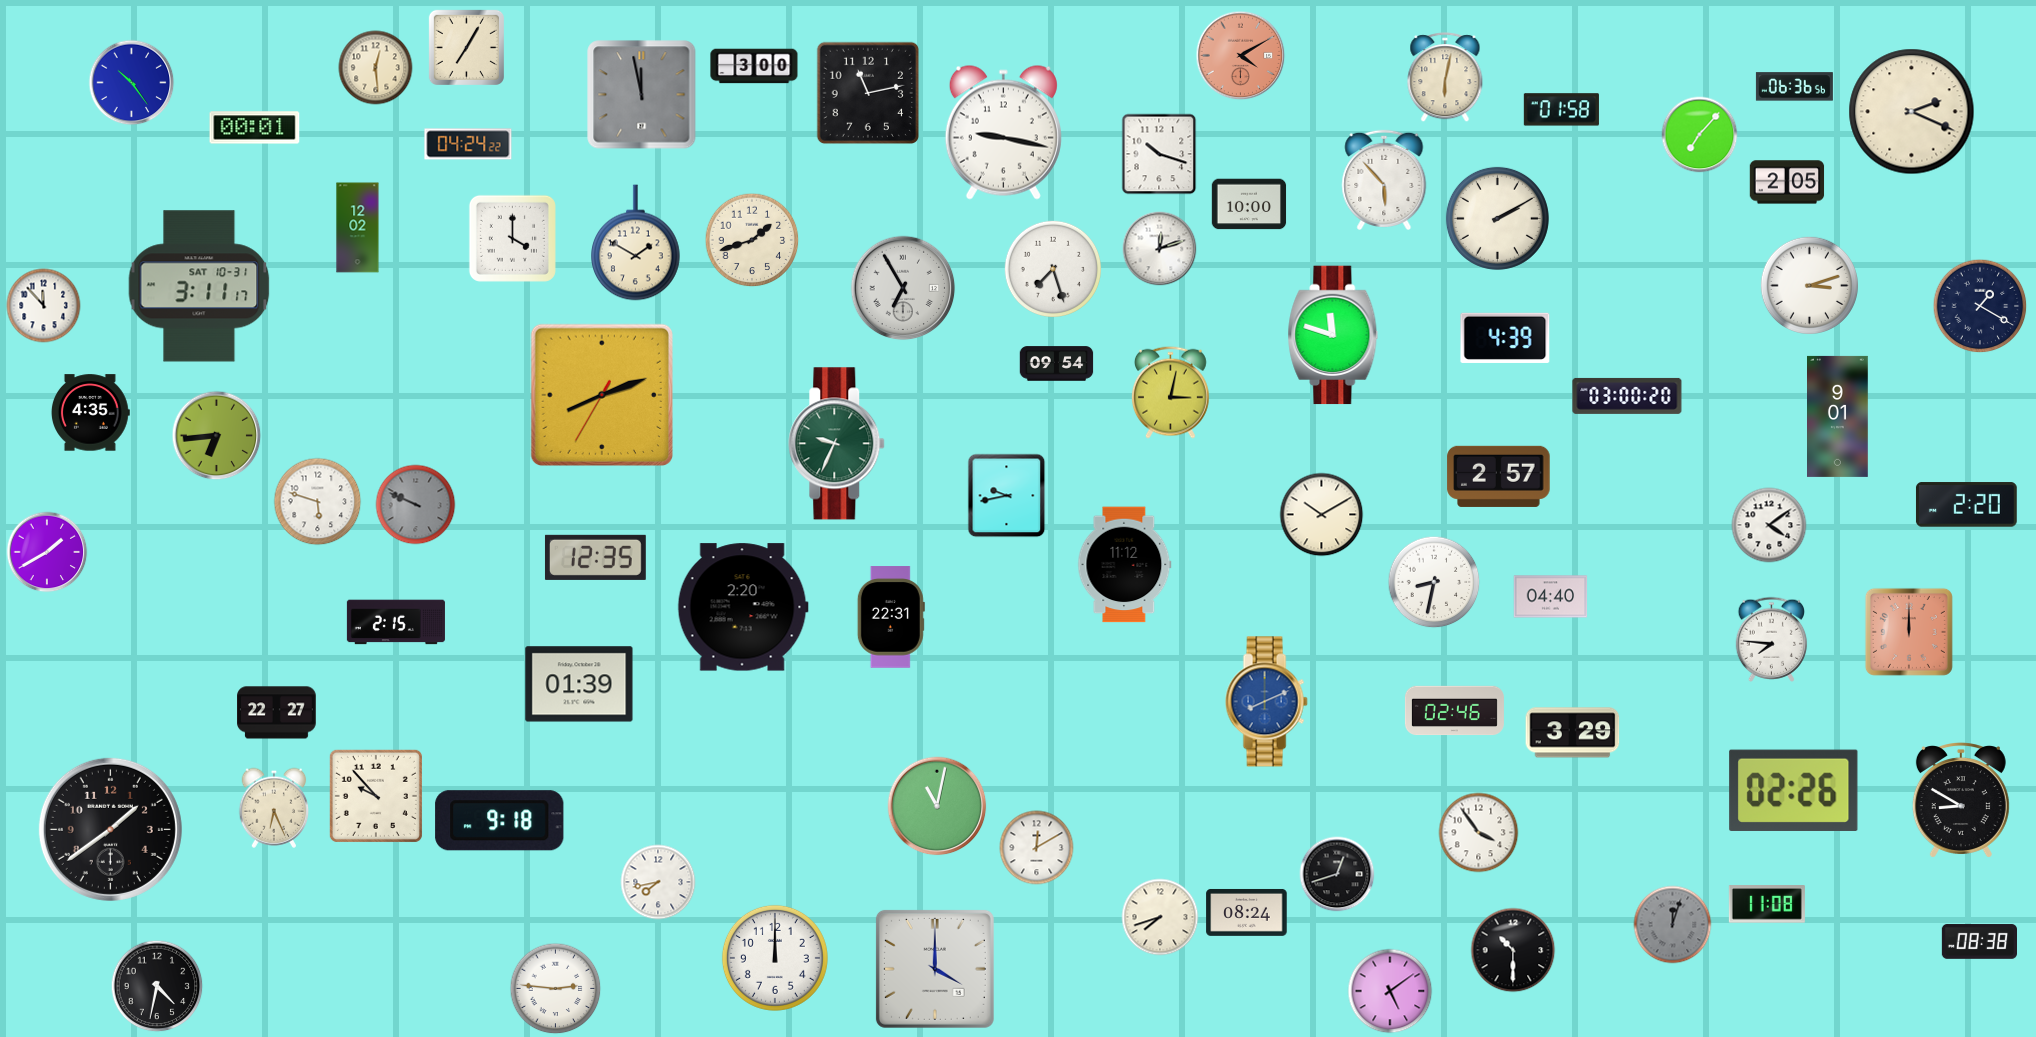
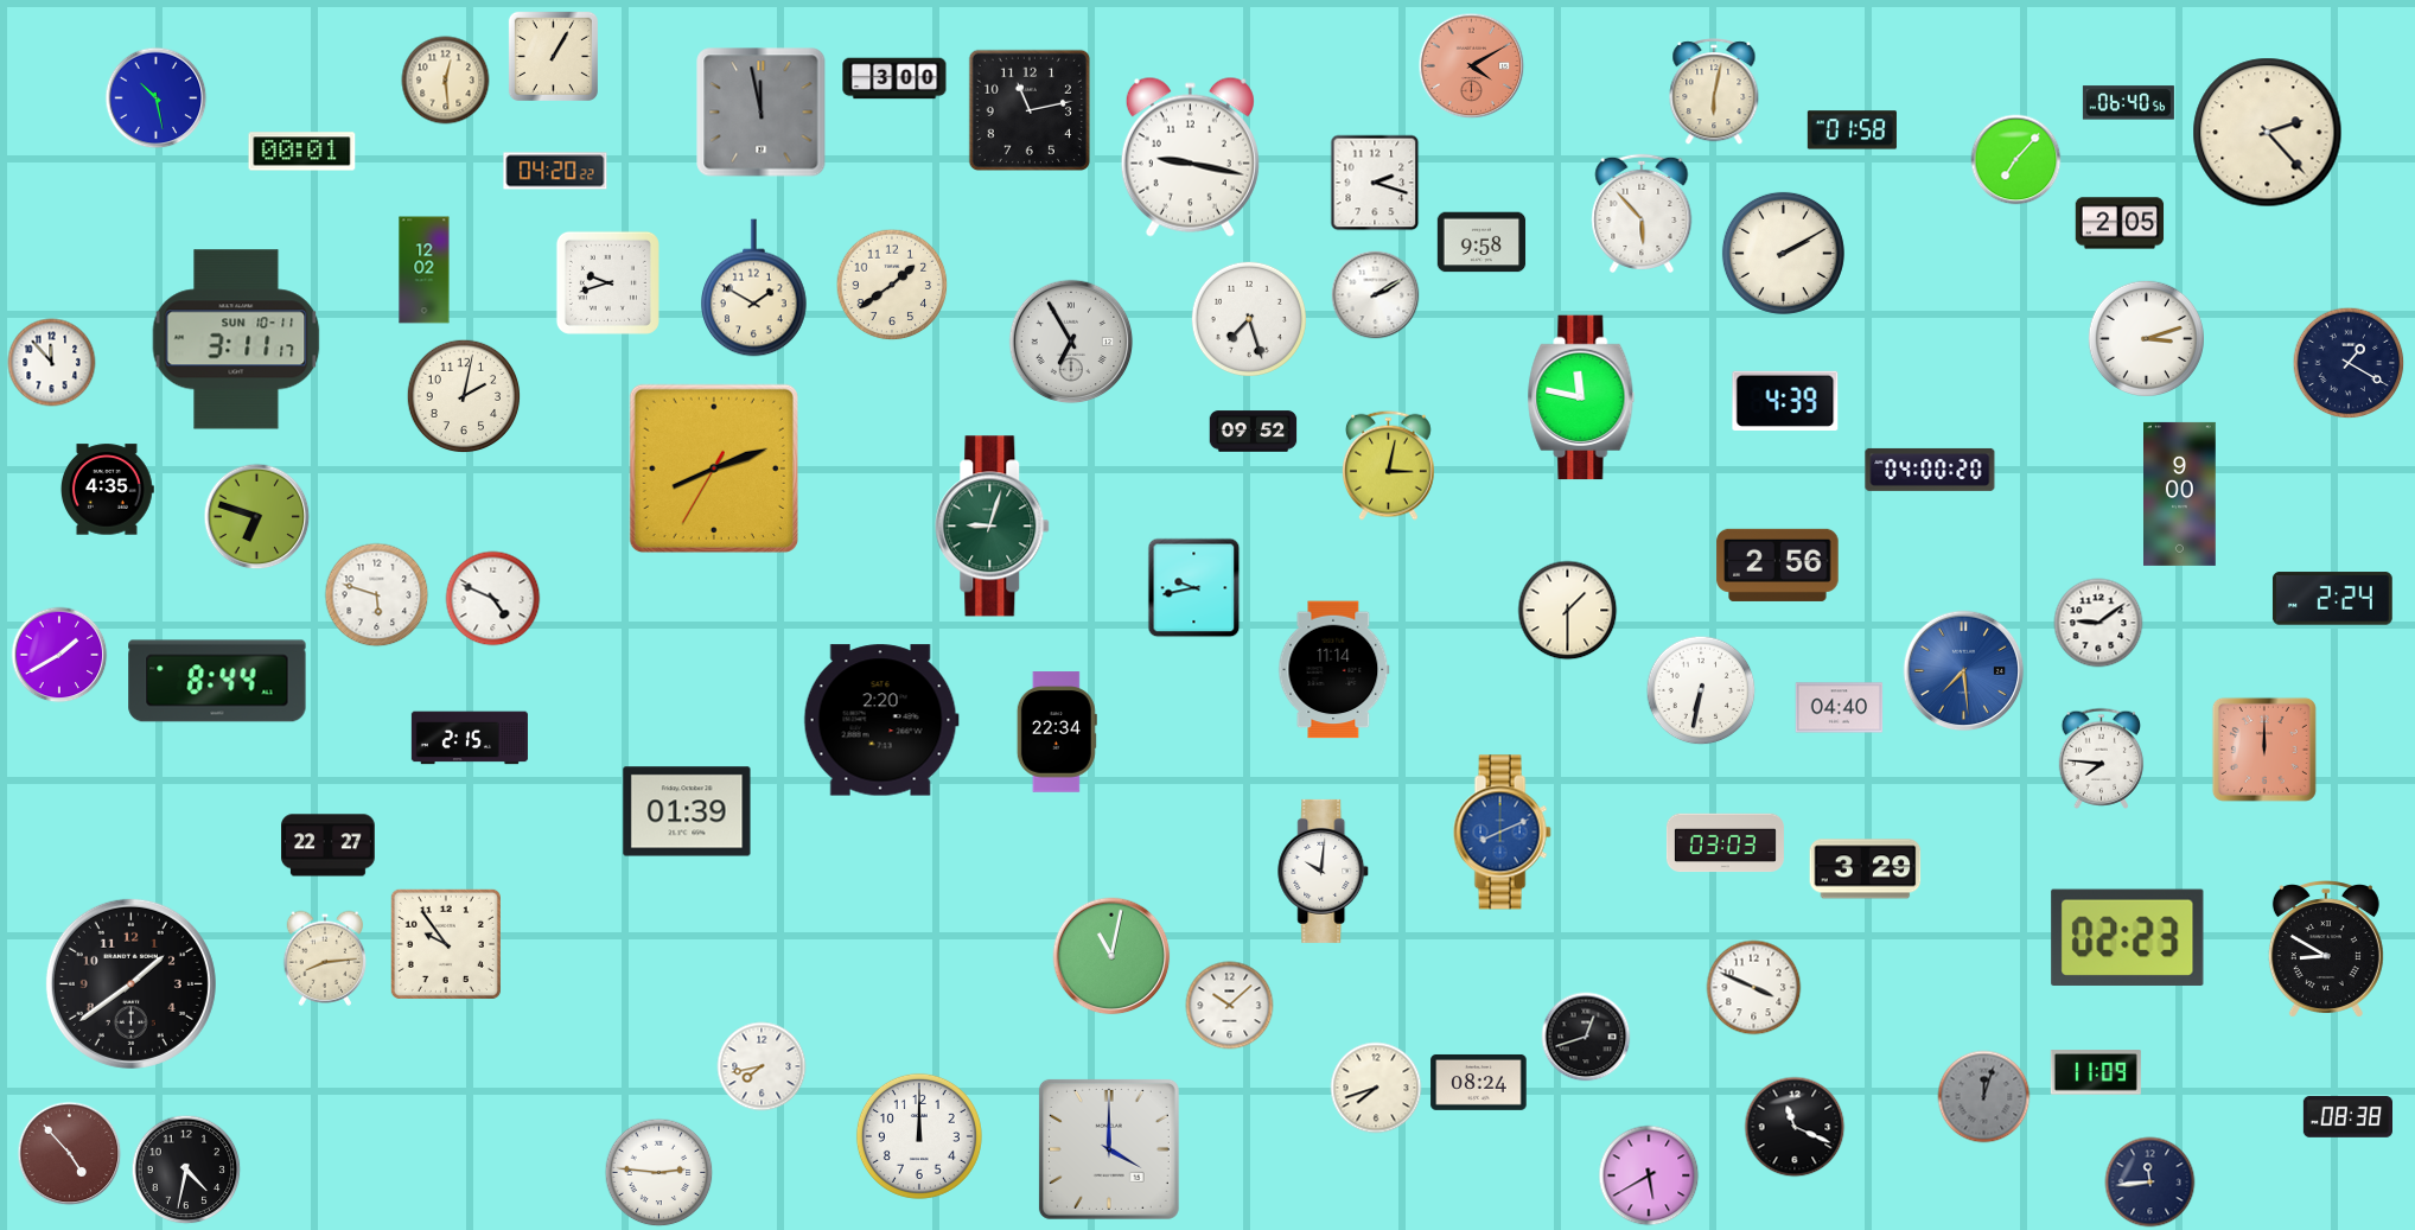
clock at (466, 47): 7:05 -> 1:05
clock at (132, 83): 10:24 -> 10:28
clock at (1794, 87): 06:36 -> 06:40
clock at (1912, 112): 2:19 -> 2:23
clock at (468, 144): 04:24 -> 04:20
clock at (1159, 154): 10:18 -> 2:18
clock at (1787, 182) position: (1787, 182) -> (2120, 223)
clock at (1249, 204): 10:00 -> 9:58
clock at (1497, 218) position: (1497, 218) -> (1783, 253)
clock at (512, 238): 4:00 -> 9:42
clock at (752, 240): 1:42 -> 1:39
clock at (1160, 249): 12:12 -> 2:10
clock at (199, 286) date: SAT 10-31 -> SUN 10-11
clock at (464, 396): none -> 2:02
clock at (1333, 335): 11:48 -> 11:47
clock at (1057, 364): 09:54 -> 09:52
clock at (1627, 396): 03:00 -> 04:00
clock at (1838, 416): 9:01 -> 9:00
clock at (217, 436): 6:44 -> 6:48
clock at (837, 444): 9:34 -> 9:03
clock at (1499, 476): 2:57 -> 2:56
clock at (416, 505): 9:49 -> 4:49
clock at (416, 505) dial: grey -> white
clock at (1966, 505): 2:20 -> 2:24
clock at (1322, 515): 10:10 -> 1:30
clock at (1769, 525): 4:09 -> 9:09
clock at (47, 552) position: (47, 552) -> (59, 655)
clock at (595, 557): 12:35 -> none
clock at (1125, 565): 11:12 -> 11:14
clock at (1964, 671): none -> 7:29
clock at (217, 681): none -> 8:44
clock at (1434, 582): 8:32 -> 6:32
clock at (891, 617): 22:31 -> 22:34
clock at (1454, 711): 02:46 -> 03:03
clock at (1324, 871): none -> 10:01
clock at (1794, 790): 02:26 -> 02:23
clock at (376, 796): 9:53 -> 9:54
clock at (274, 808): 6:26 -> 8:14
clock at (500, 821): 9:18 -> none
clock at (1479, 833): 3:54 -> 3:49
clock at (1037, 848): 12:10 -> 10:08
clock at (658, 882) position: (658, 882) -> (762, 1066)
clock at (1767, 904): 11:08 -> 11:09
clock at (1513, 950): 10:30 -> 11:19
clock at (70, 1154): none -> 4:53
clock at (1390, 991): 5:09 -> 5:40
clock at (2150, 1183): none -> 11:44
